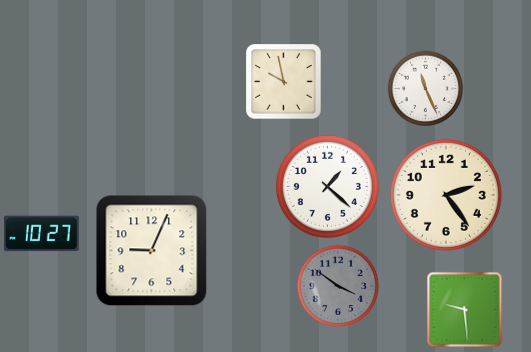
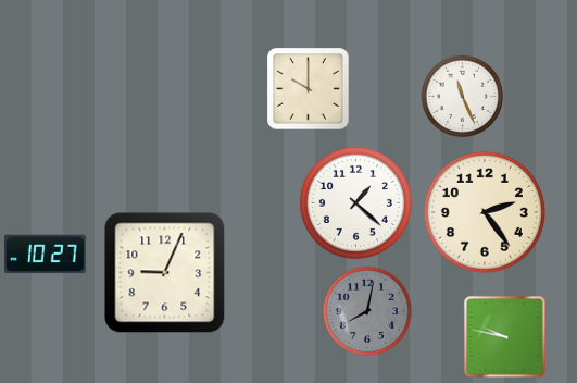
clock at (284, 82): 9:58 -> 10:00
clock at (338, 286): 3:51 -> 8:02
clock at (465, 310): 9:29 -> 9:47
